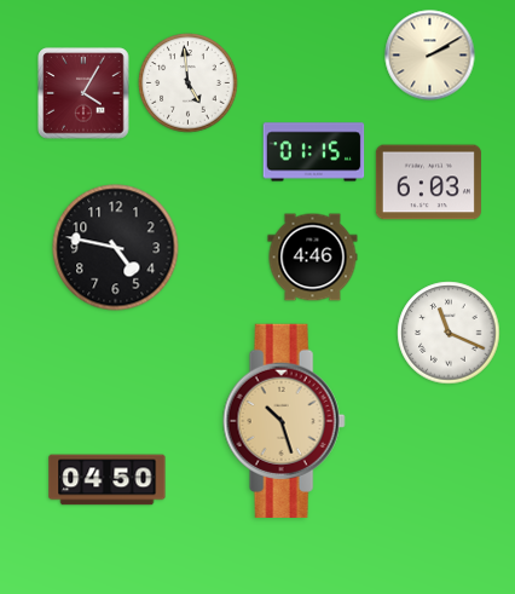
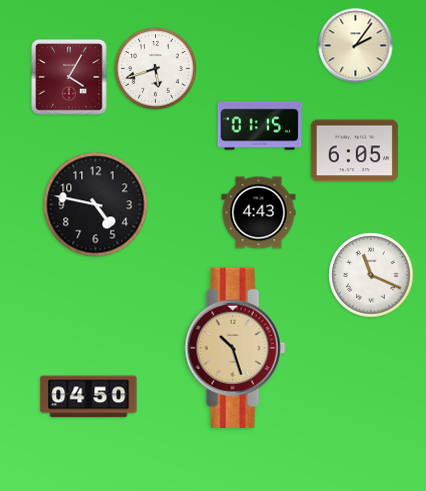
clock at (430, 56): 2:10 -> 2:06
clock at (189, 83): 4:59 -> 5:42
clock at (428, 183): 6:03 -> 6:05
clock at (313, 258): 4:46 -> 4:43
